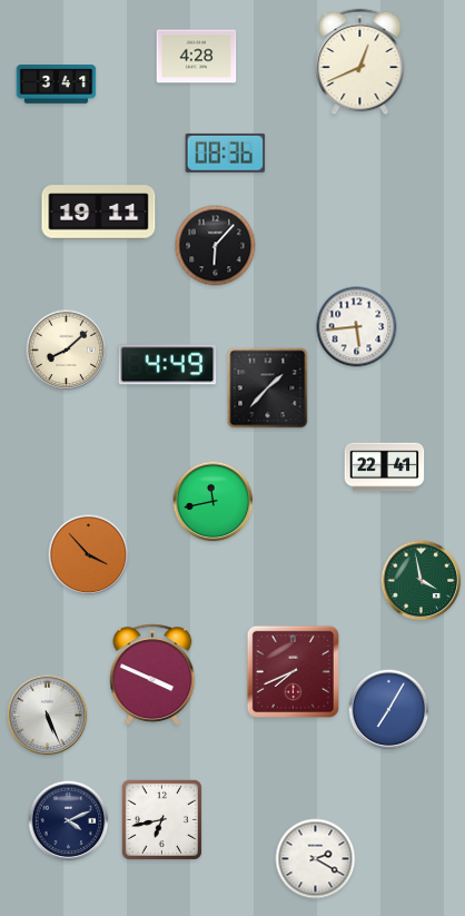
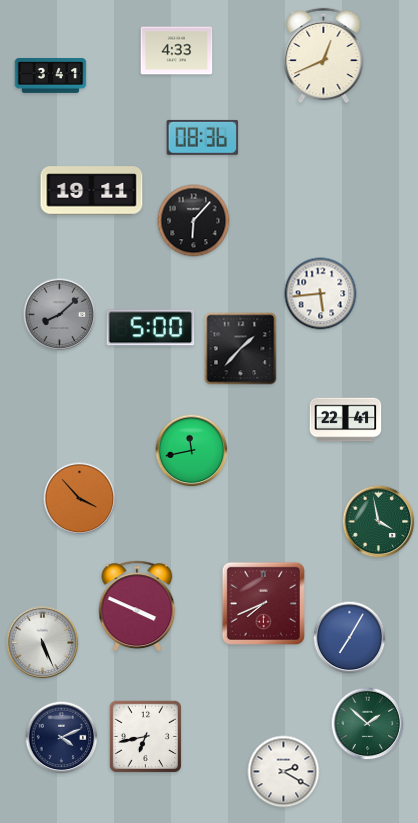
clock at (197, 57): 4:28 -> 4:33
clock at (99, 213) position: (99, 213) -> (92, 191)
clock at (67, 351) dial: cream -> grey
clock at (168, 365): 4:49 -> 5:00
clock at (368, 724): none -> 1:52
